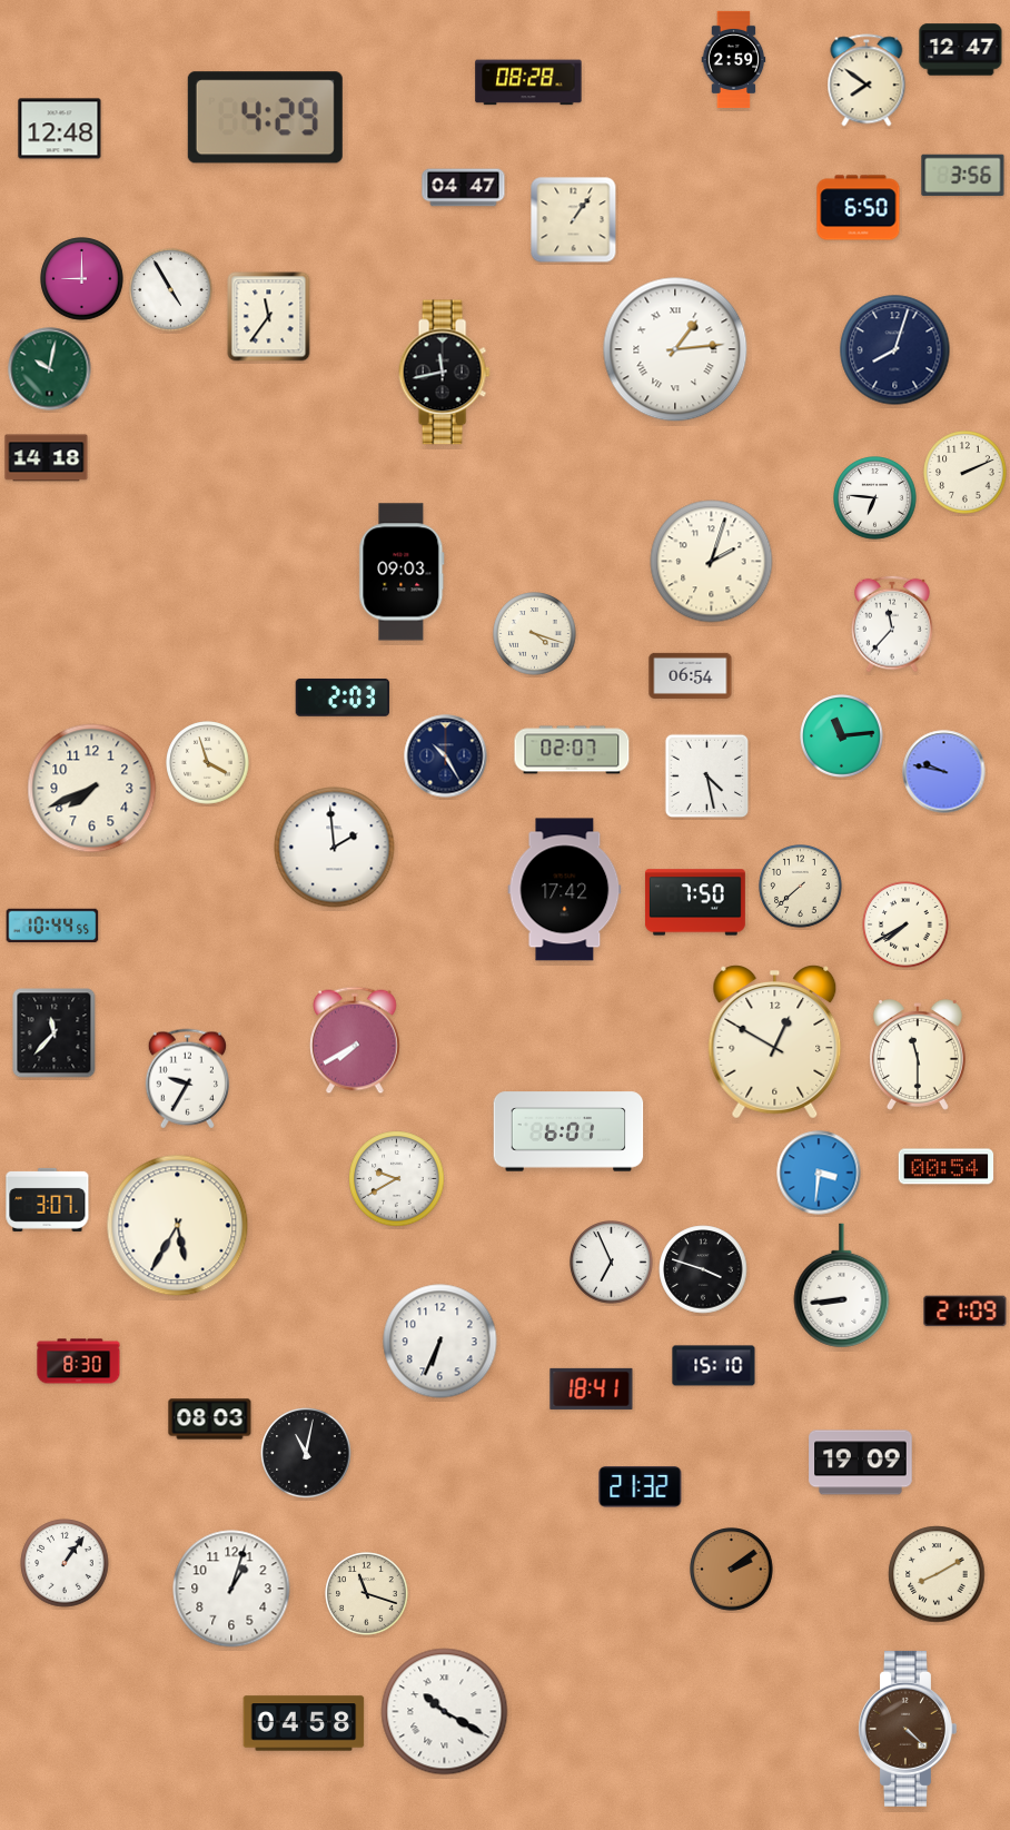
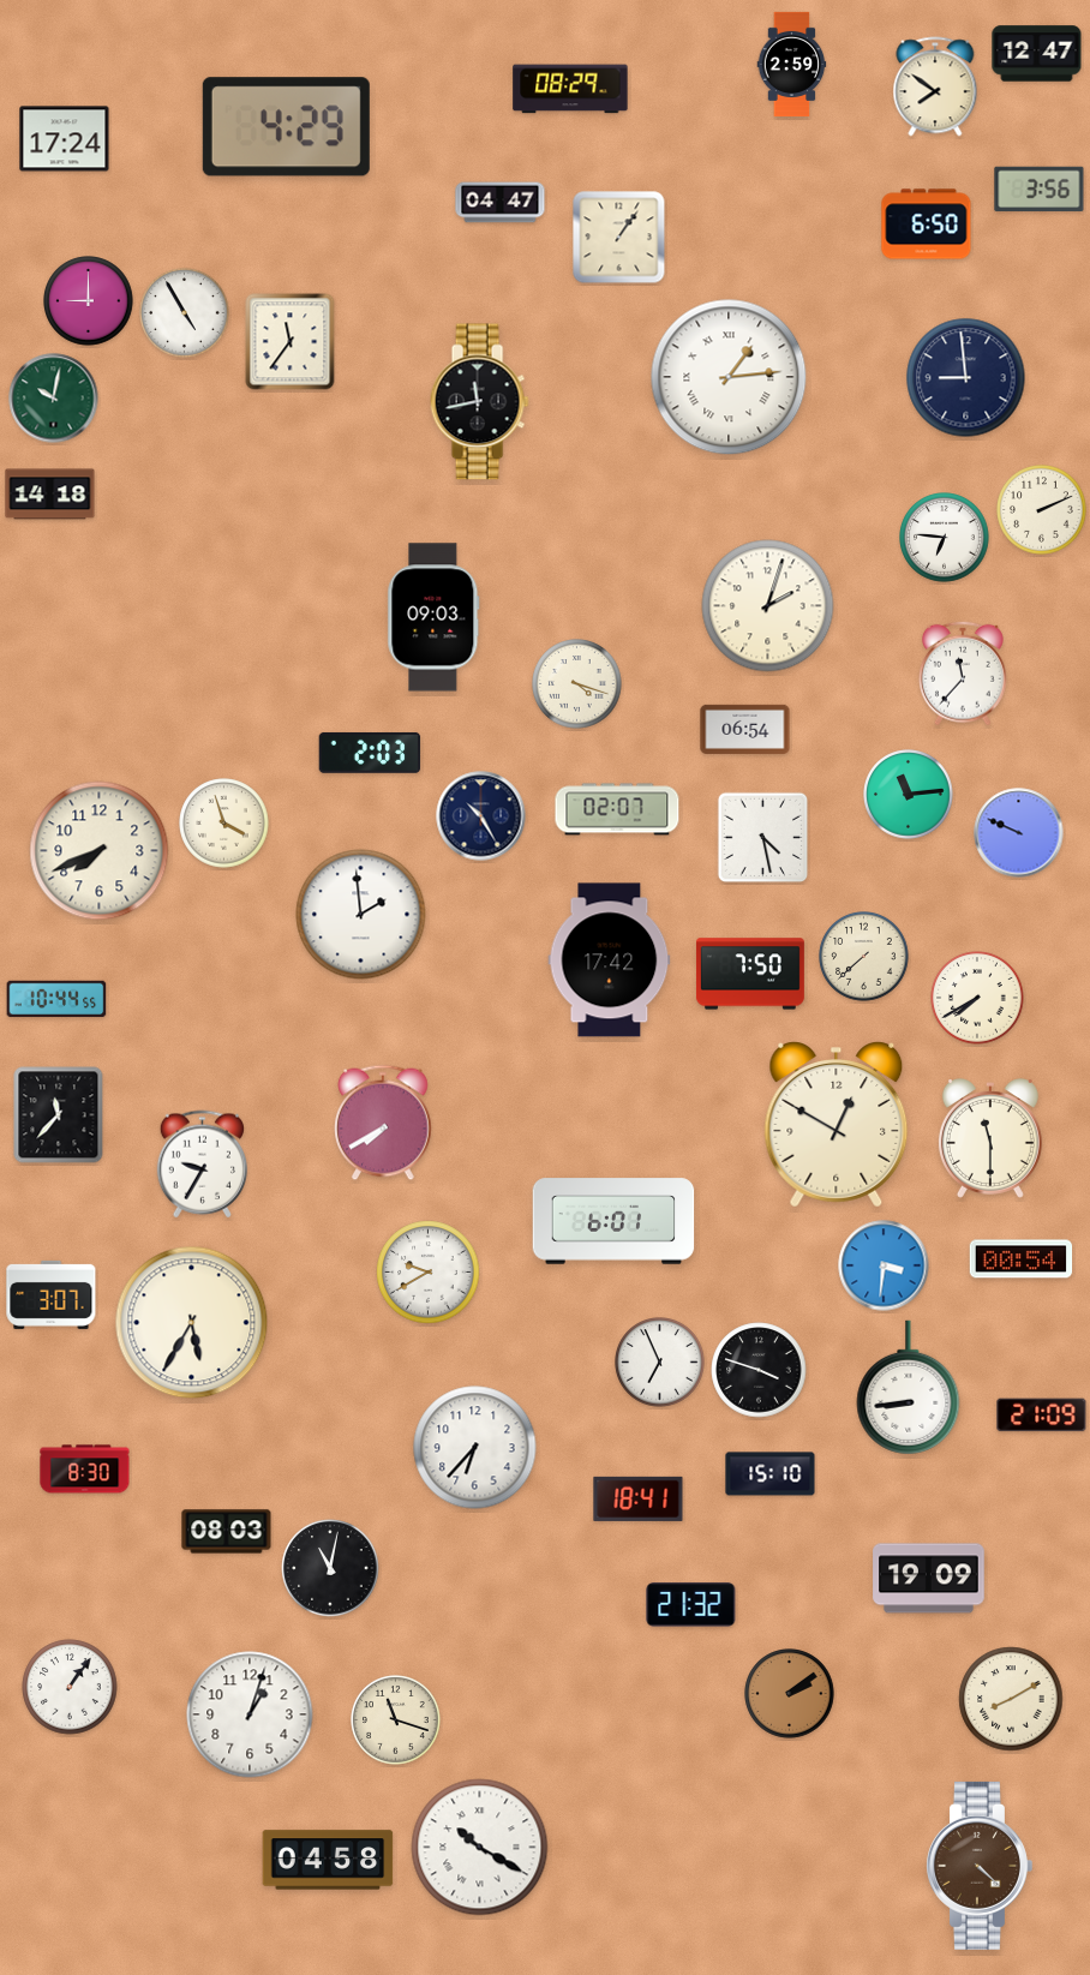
clock at (528, 82): 08:28 -> 08:29
clock at (60, 129): 12:48 -> 17:24
clock at (895, 350): 8:03 -> 8:59
clock at (944, 772): 9:47 -> 9:49
clock at (440, 1342): 6:34 -> 6:37
